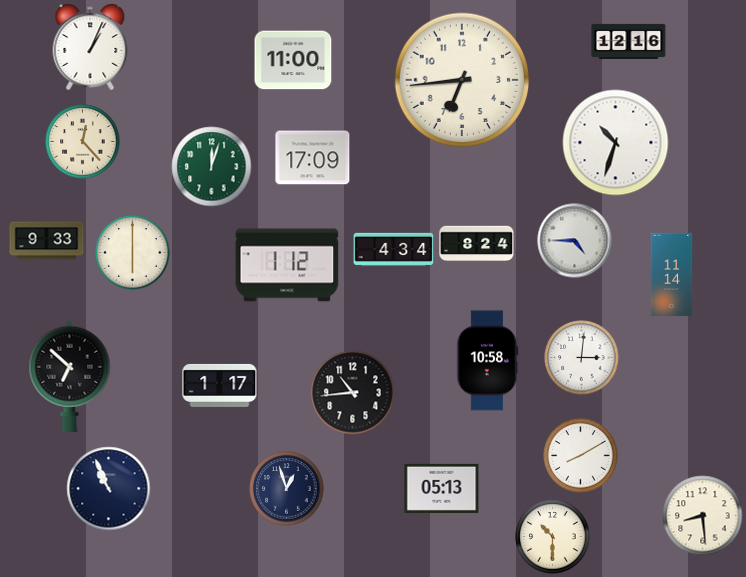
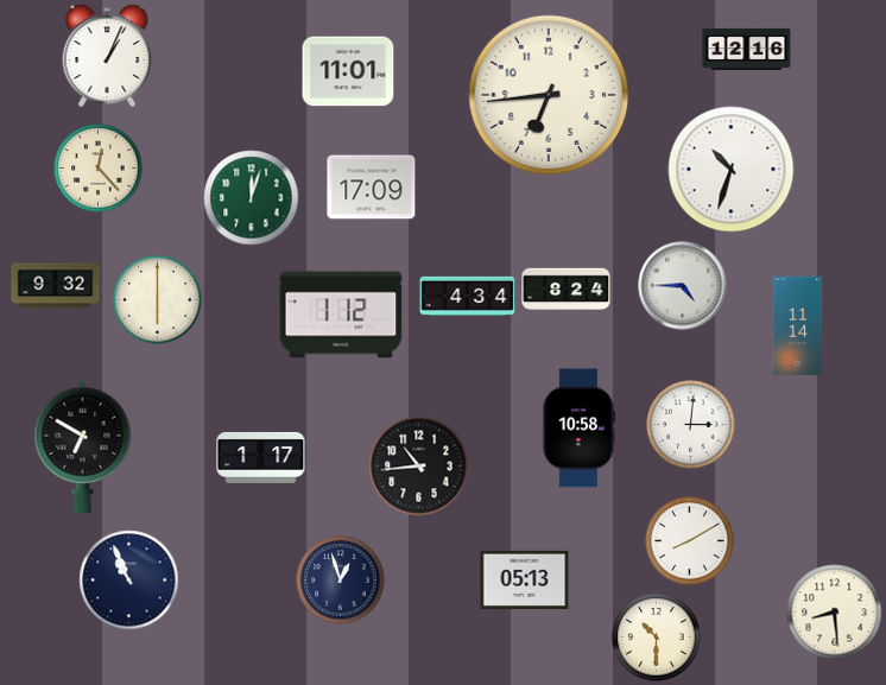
clock at (293, 60): 11:00 -> 11:01
clock at (47, 241): 9:33 -> 9:32
clock at (70, 376): 6:52 -> 6:50
